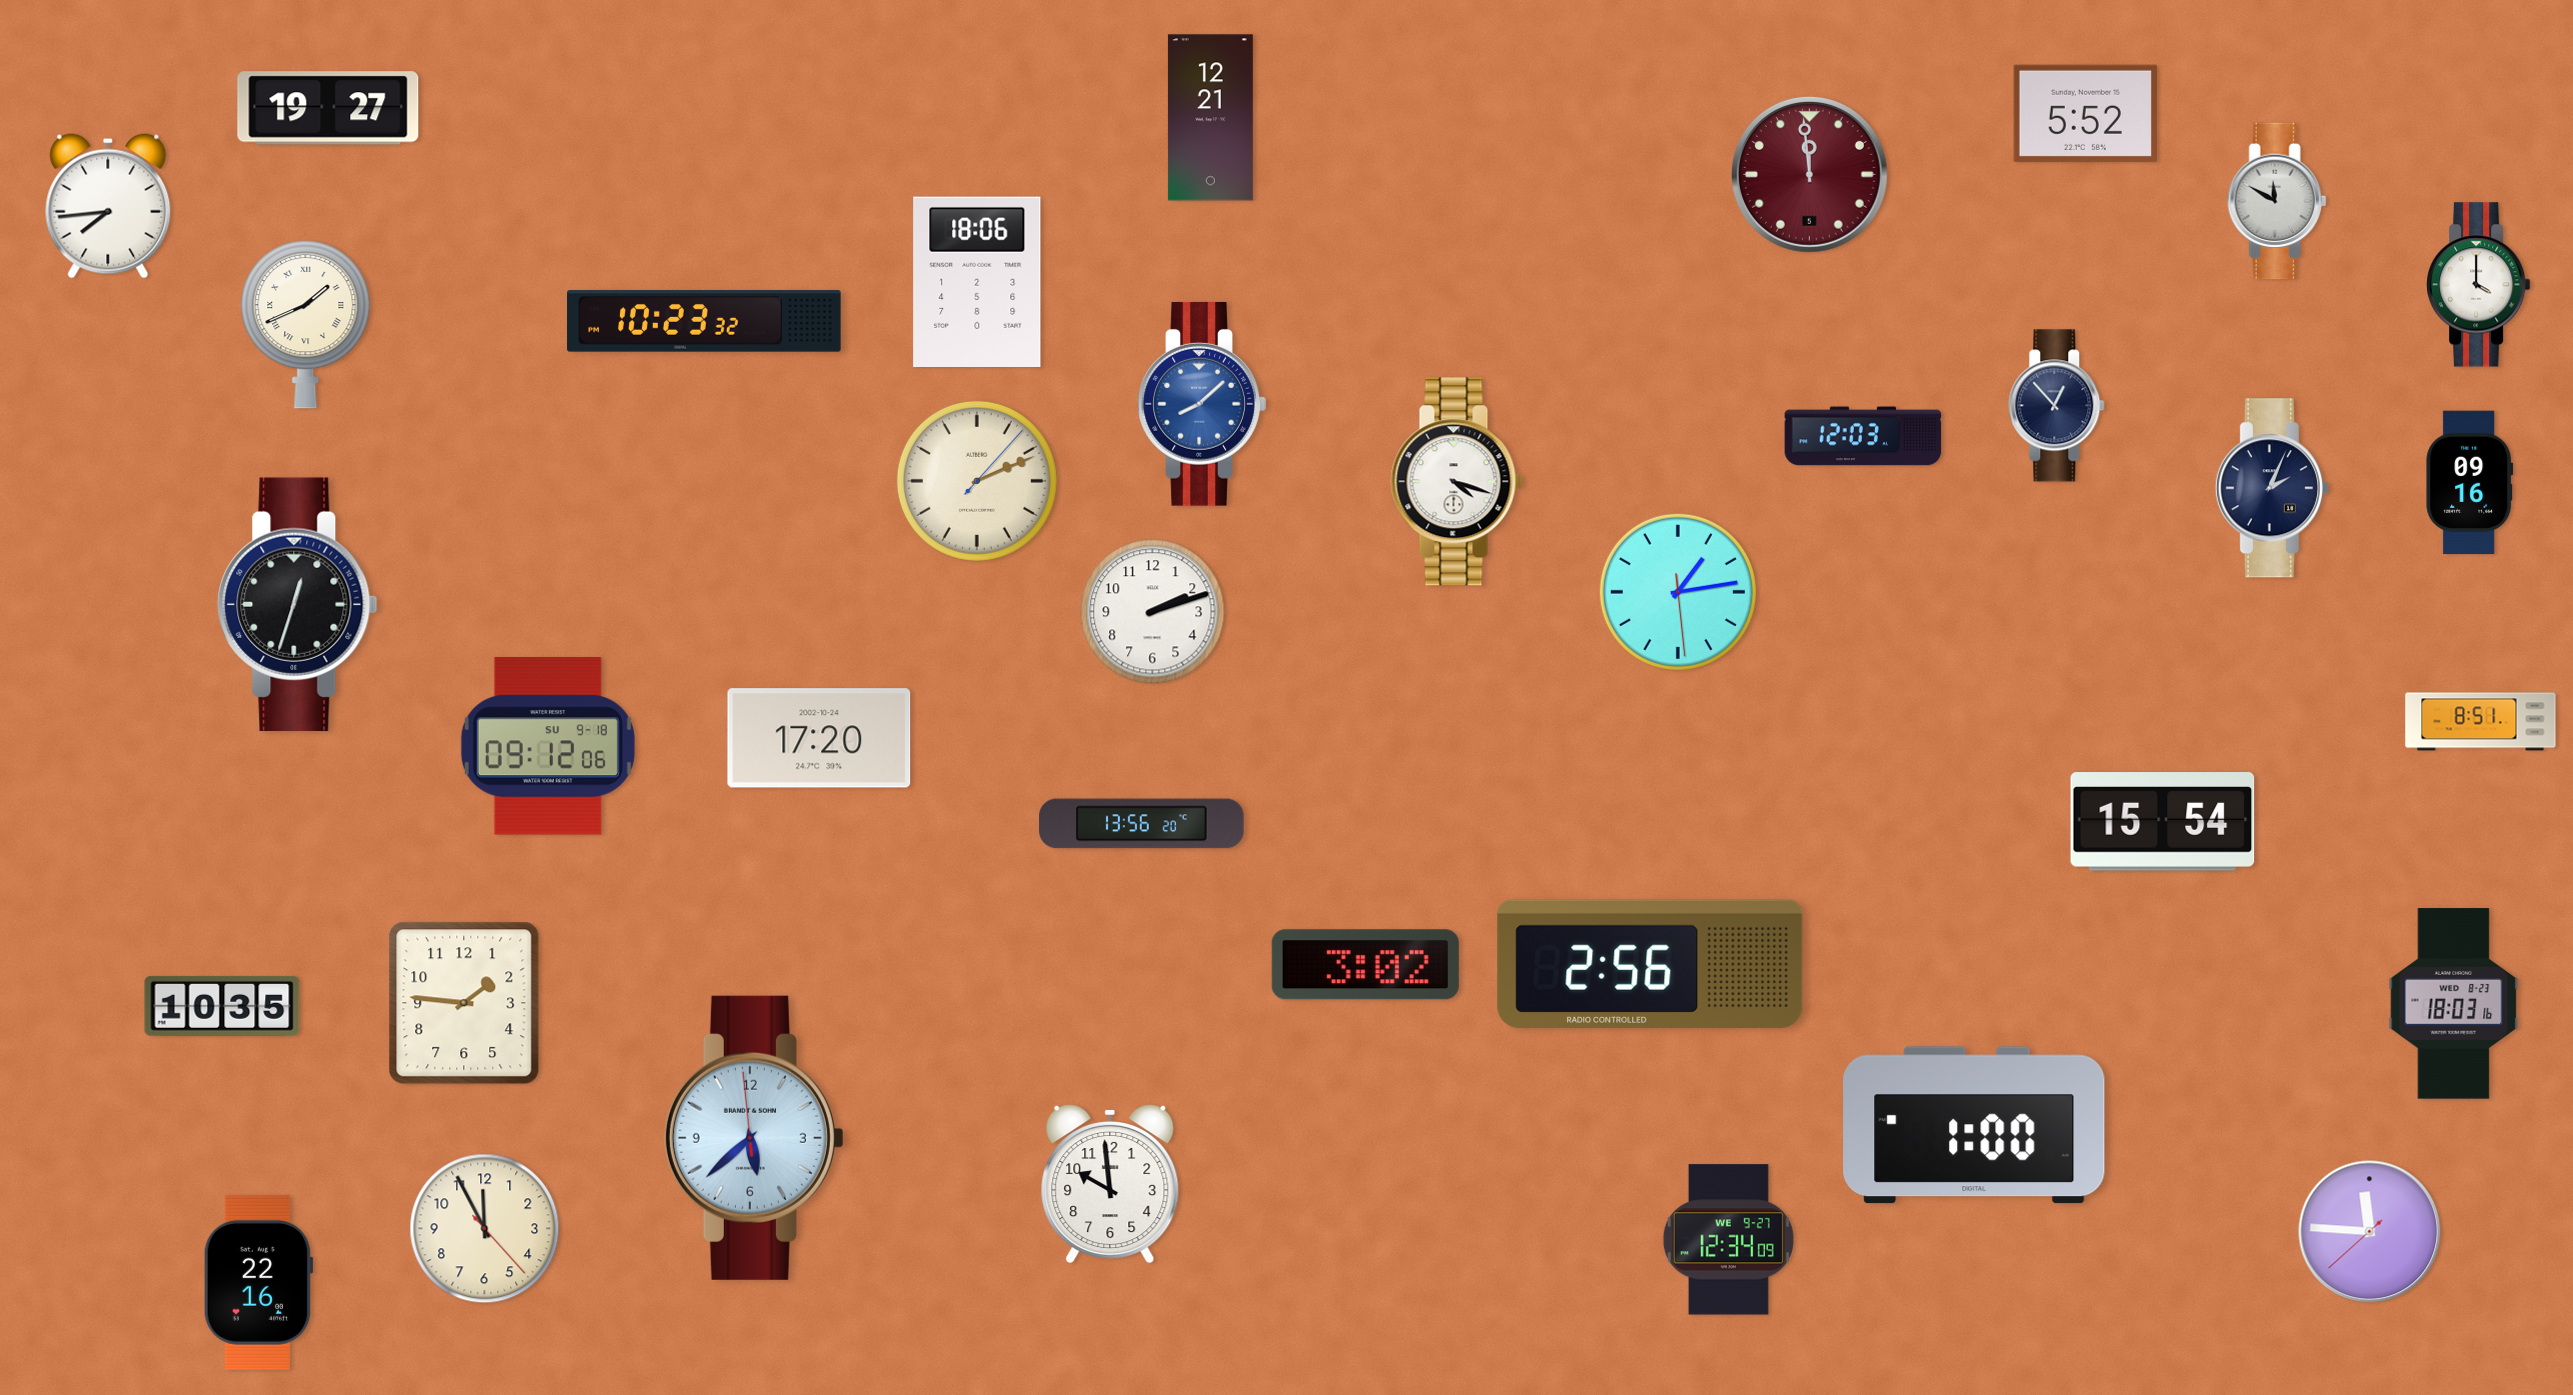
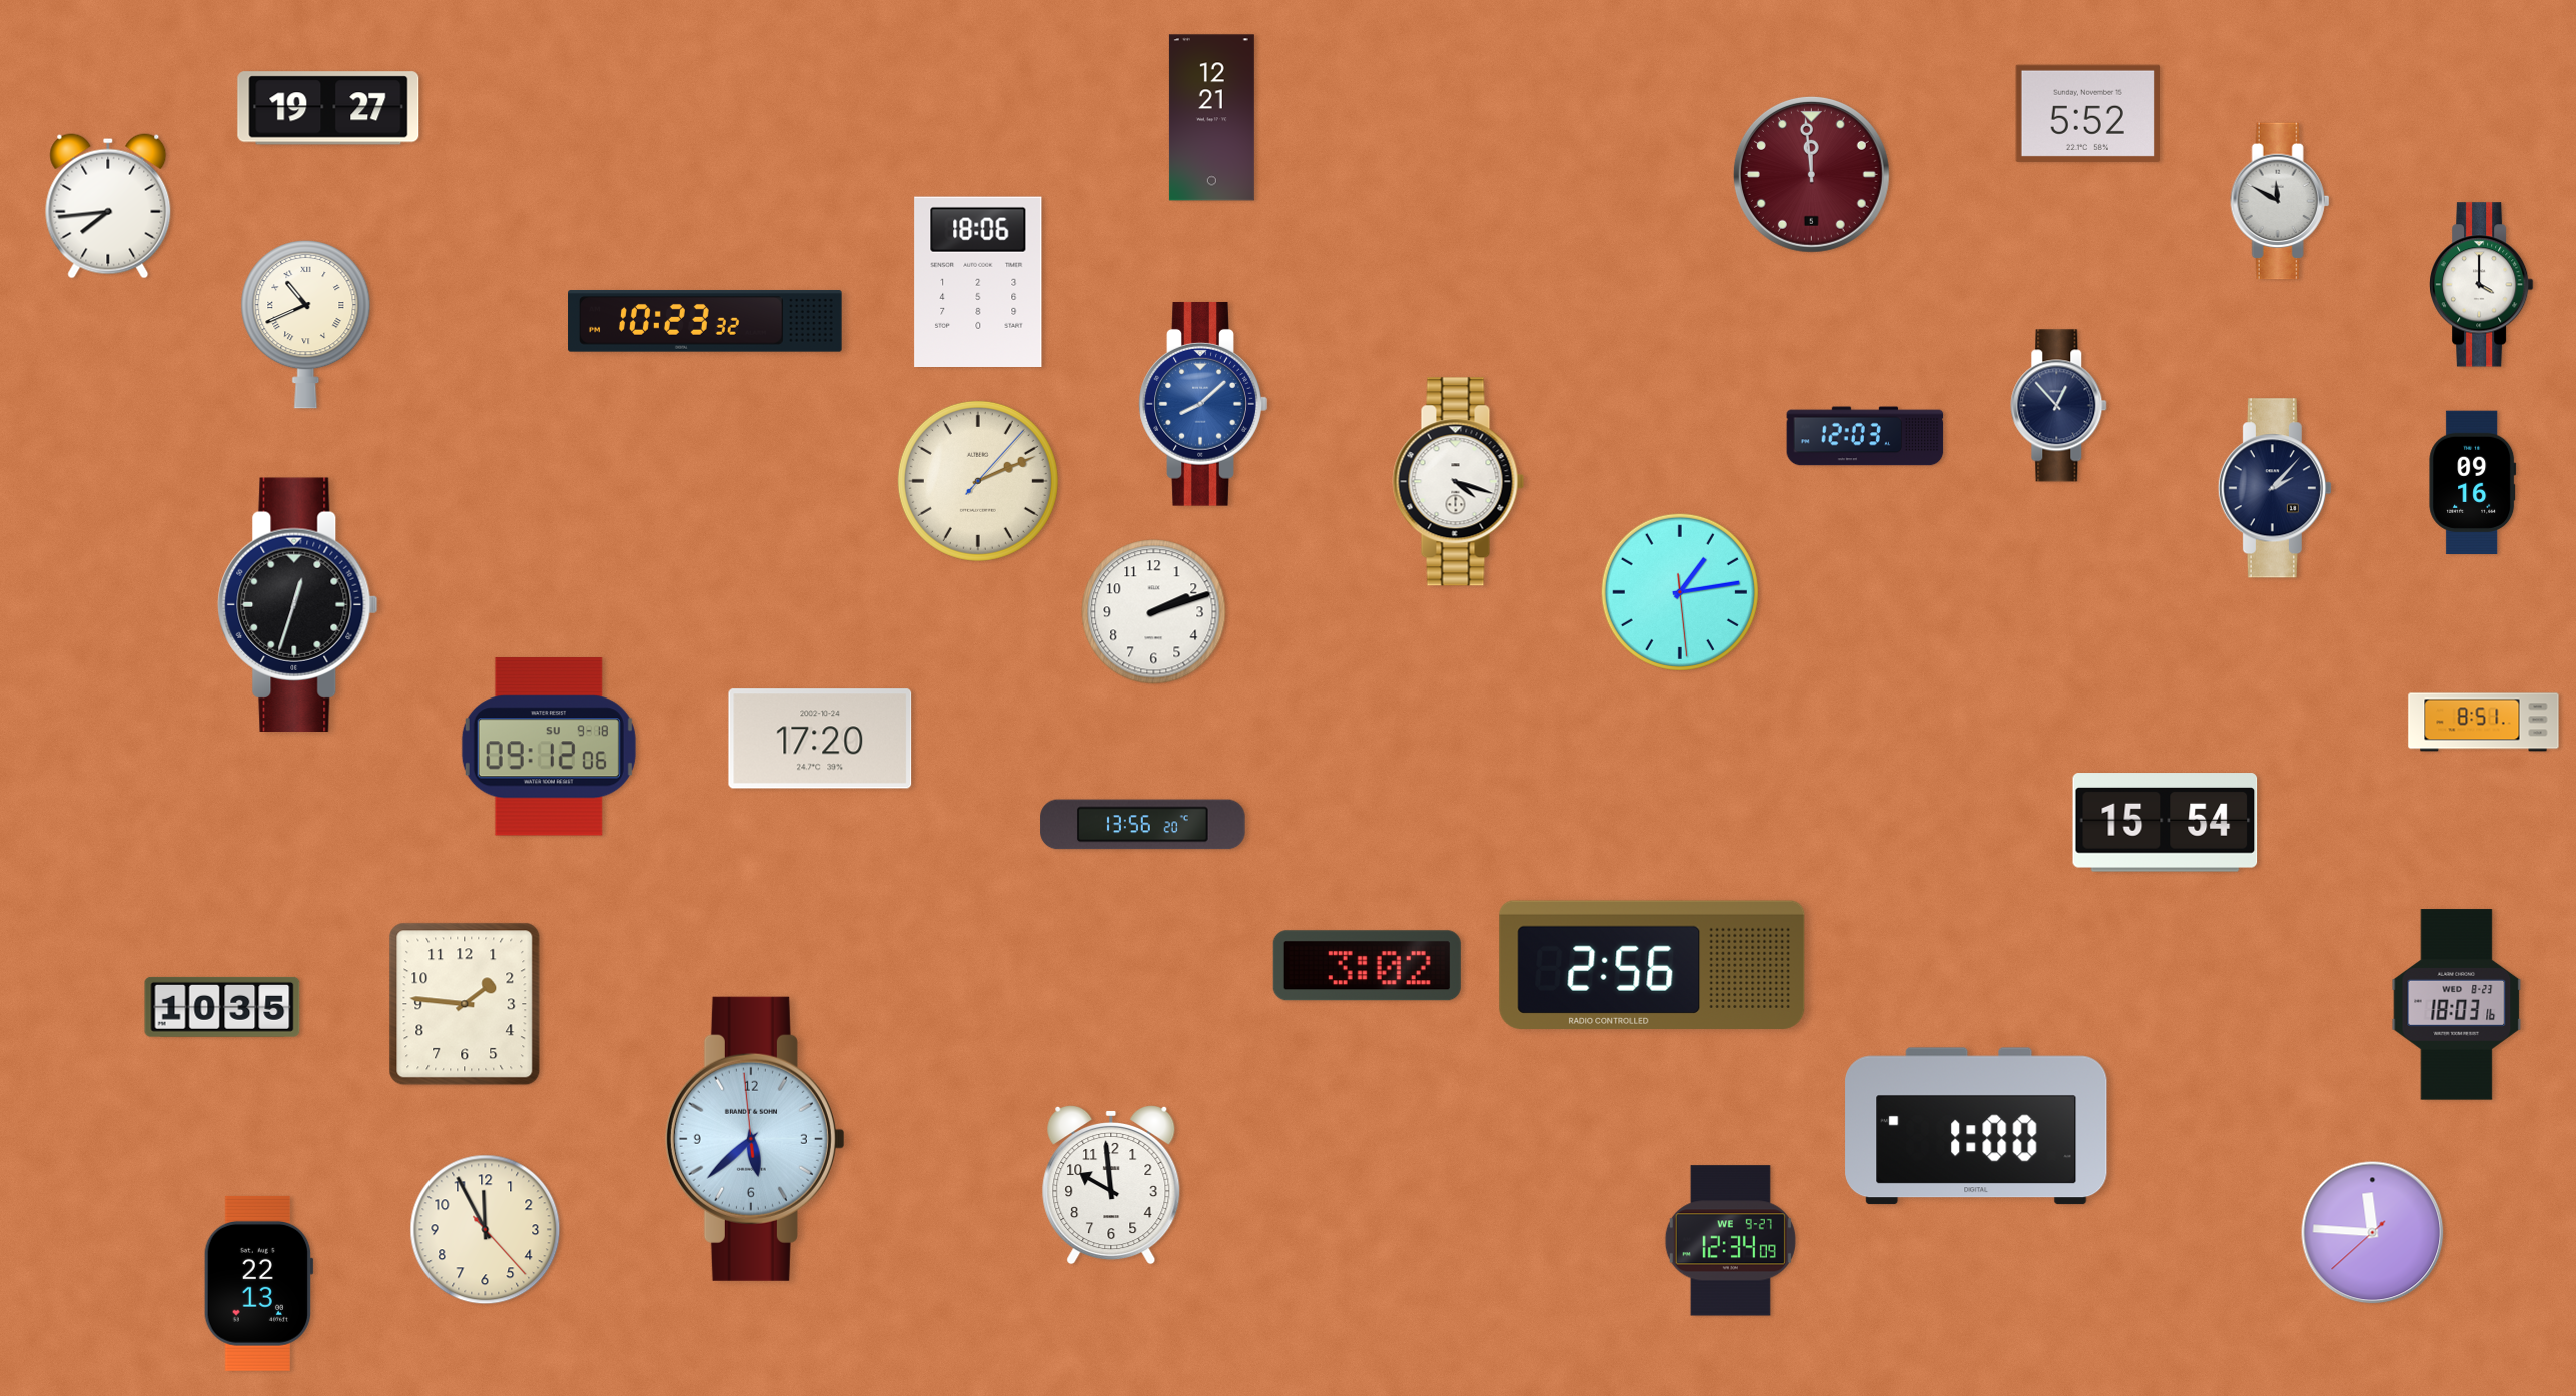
clock at (306, 324): 1:41 -> 10:41
clock at (2272, 488): 2:04 -> 2:07
clock at (258, 1282): 22:16 -> 22:13
